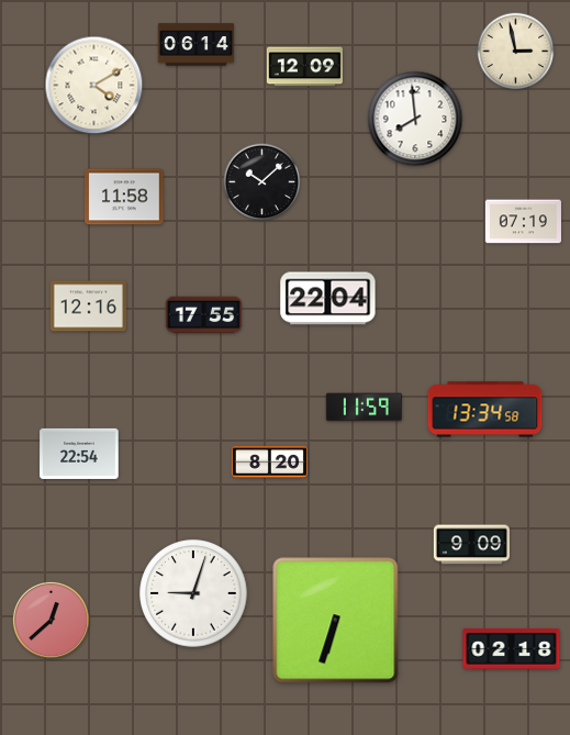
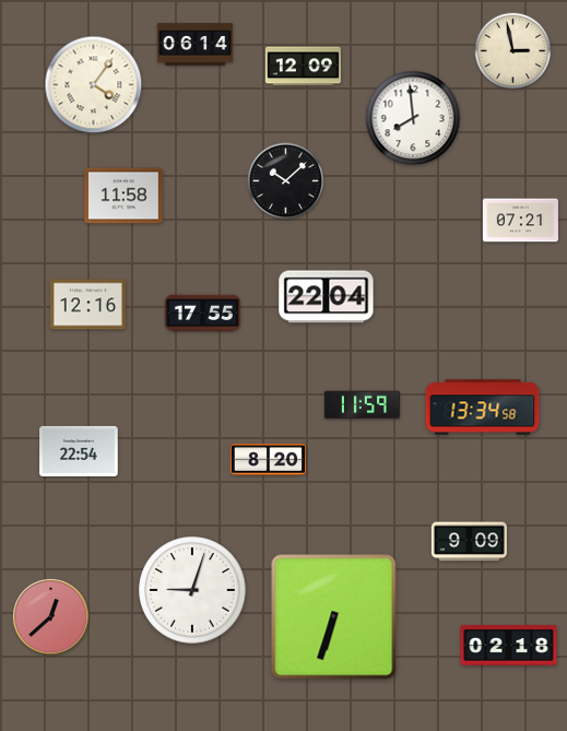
clock at (94, 86): 4:10 -> 4:06
clock at (262, 182) position: (262, 182) -> (286, 181)
clock at (523, 222): 07:19 -> 07:21
